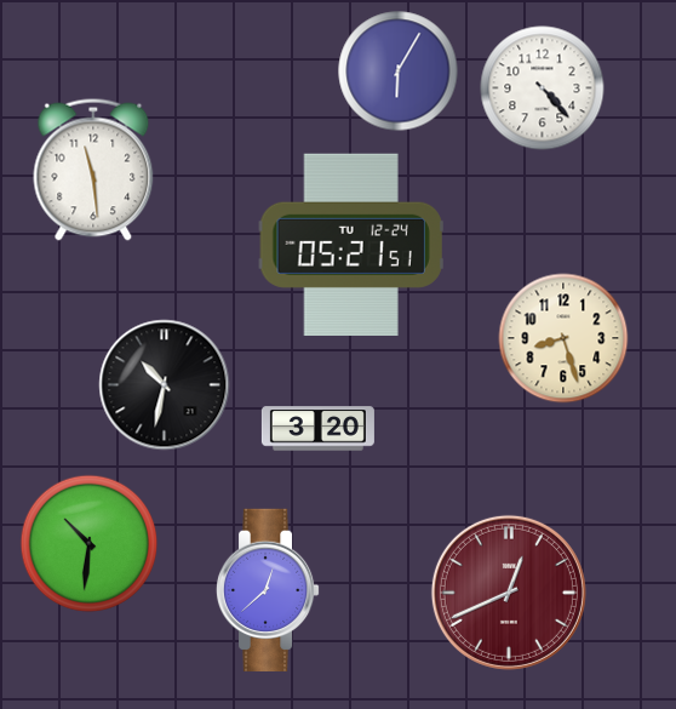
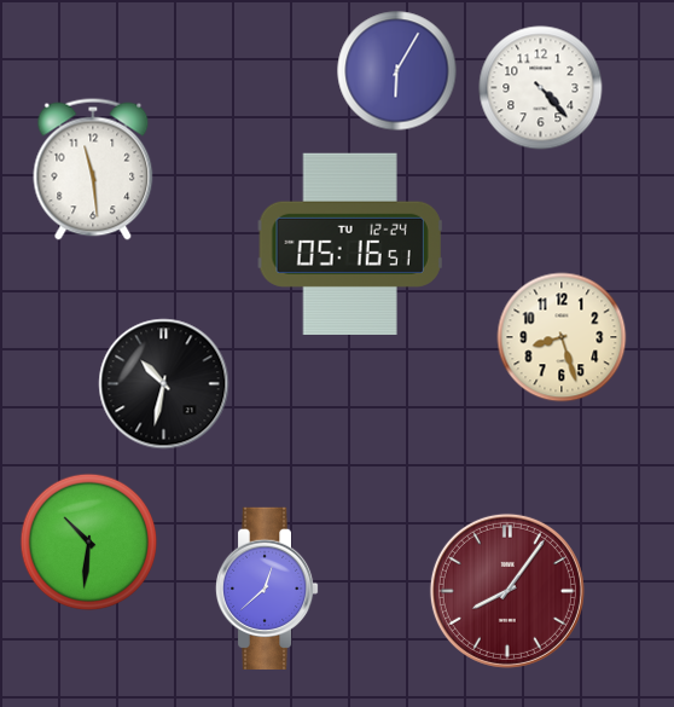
clock at (351, 244): 05:21 -> 05:16
clock at (317, 429): 3:20 -> none
clock at (509, 593): 12:41 -> 8:06
